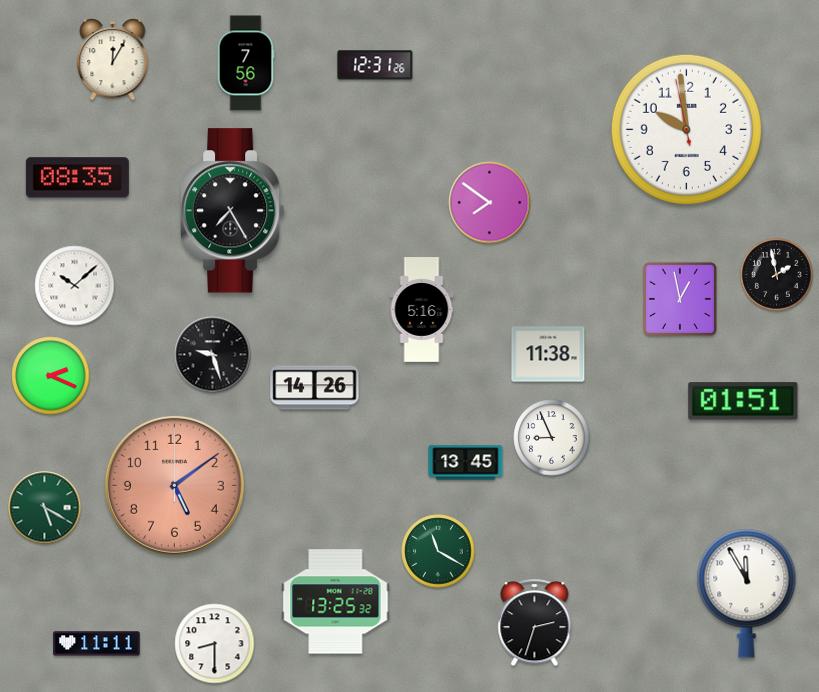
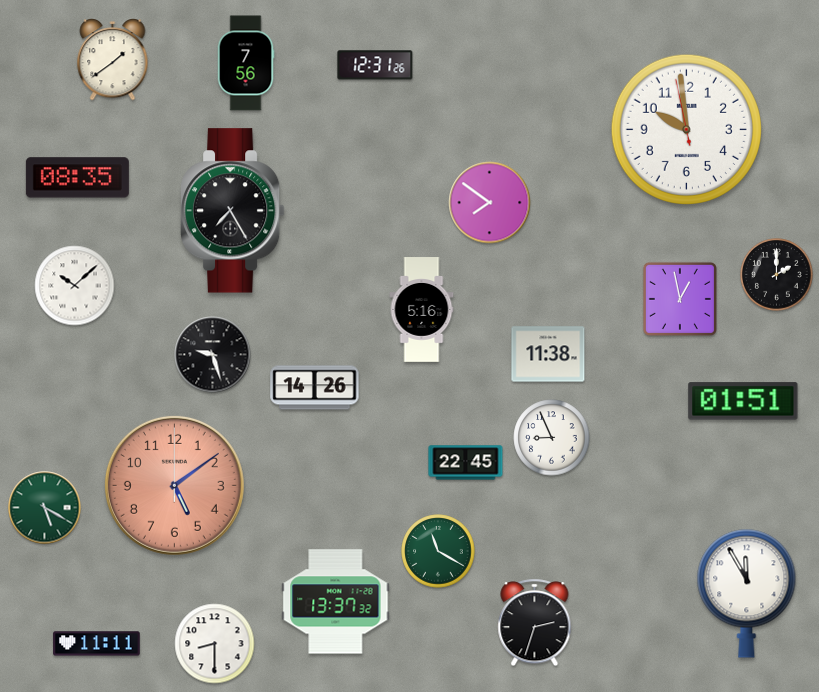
clock at (113, 60): 12:05 -> 1:39
clock at (777, 275): 1:58 -> 2:00
clock at (51, 376): 2:19 -> none
clock at (466, 463): 13:45 -> 22:45
clock at (336, 602): 13:25 -> 13:37
